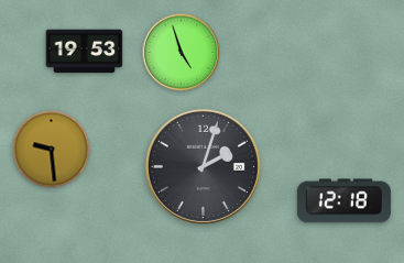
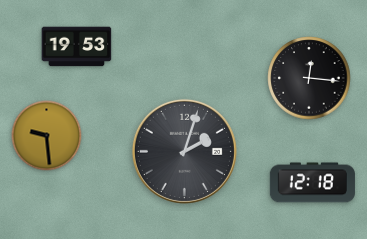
clock at (182, 53): 4:57 -> none
clock at (309, 78): none -> 12:16
